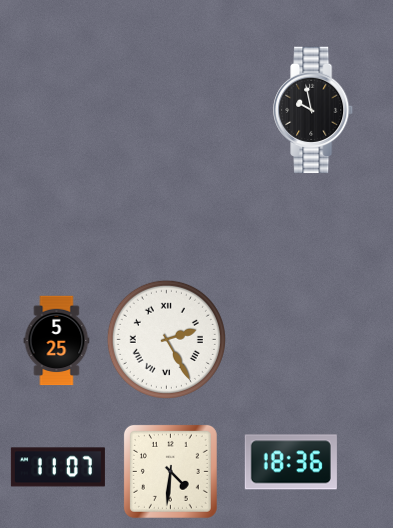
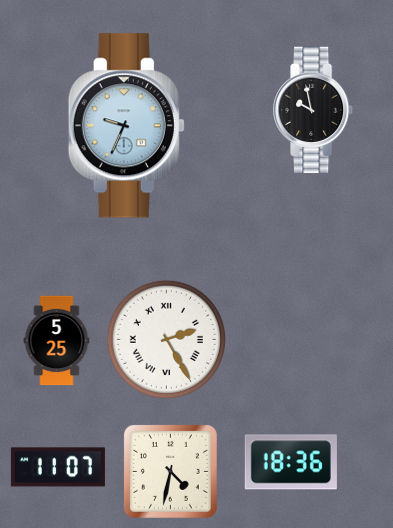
clock at (126, 126): none -> 9:34
clock at (170, 471): 4:31 -> 4:32
